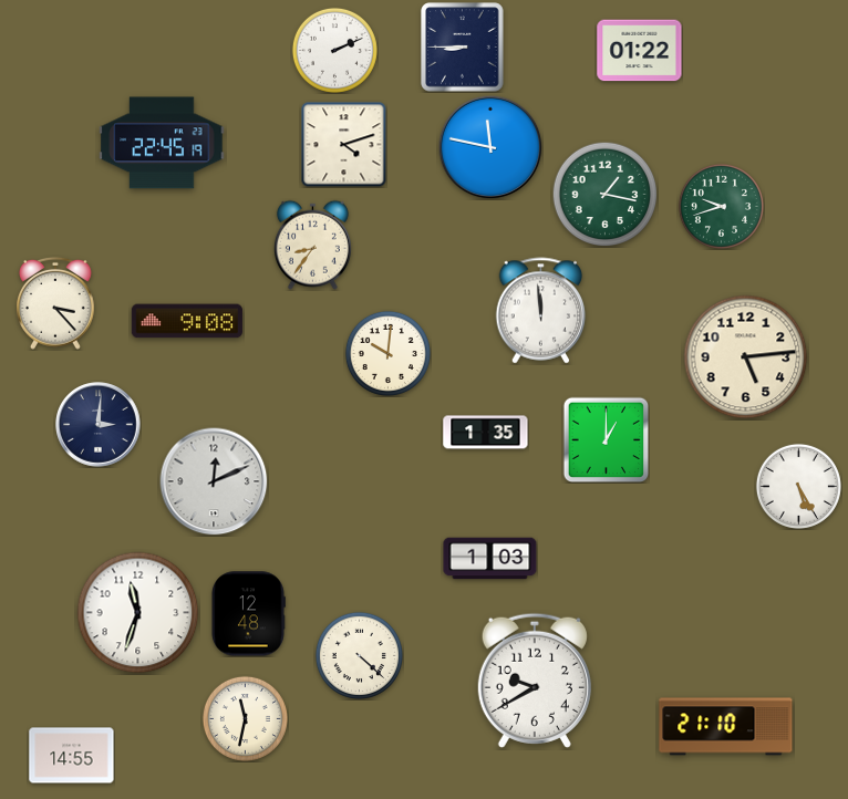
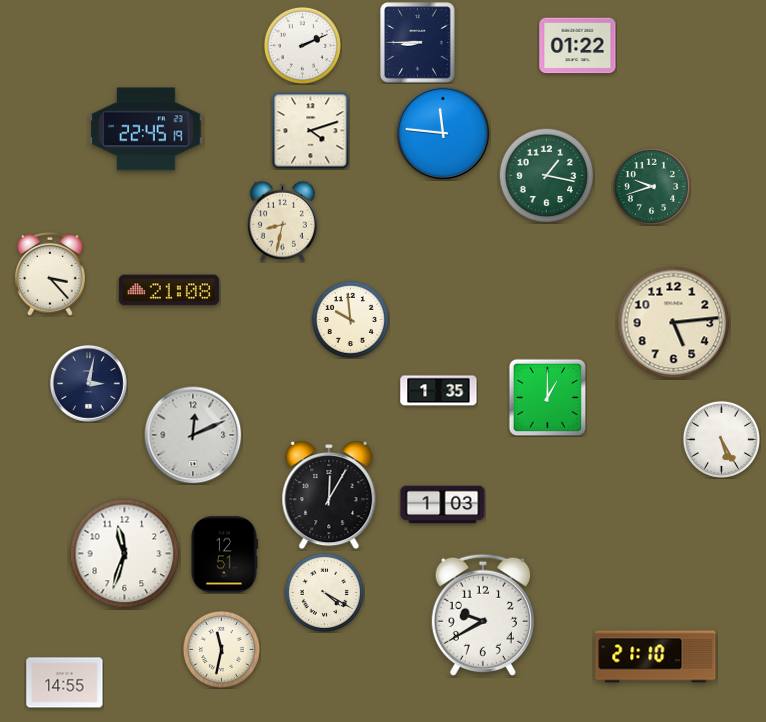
clock at (490, 147): 11:47 -> 11:46
clock at (312, 245): 8:36 -> 8:32
clock at (541, 311): 11:59 -> none
clock at (187, 321): 9:08 -> 21:08
clock at (387, 353): 10:01 -> 9:59
clock at (99, 425): 3:01 -> 3:02
clock at (329, 495): none -> 12:05
clock at (248, 614): 12:48 -> 12:51
clock at (359, 655): 4:22 -> 4:20
